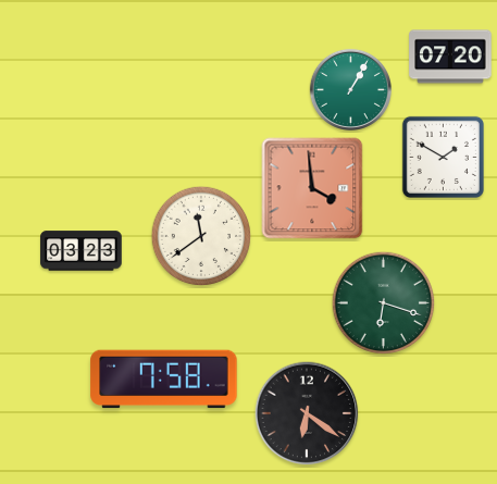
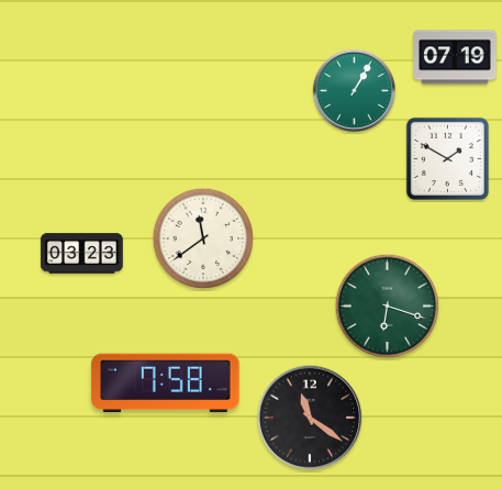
clock at (450, 57): 07:20 -> 07:19
clock at (312, 188): 3:59 -> none
clock at (307, 413): 6:21 -> 11:21
